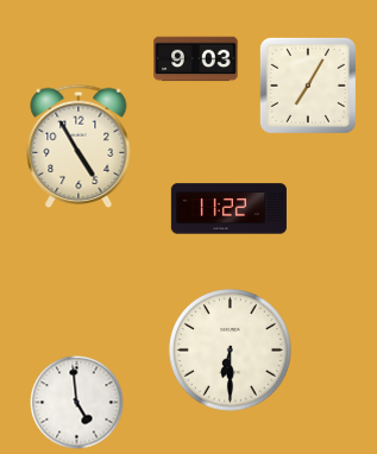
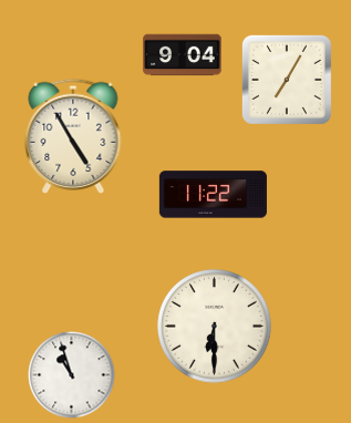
clock at (196, 59): 9:03 -> 9:04
clock at (77, 403): 4:59 -> 10:57
